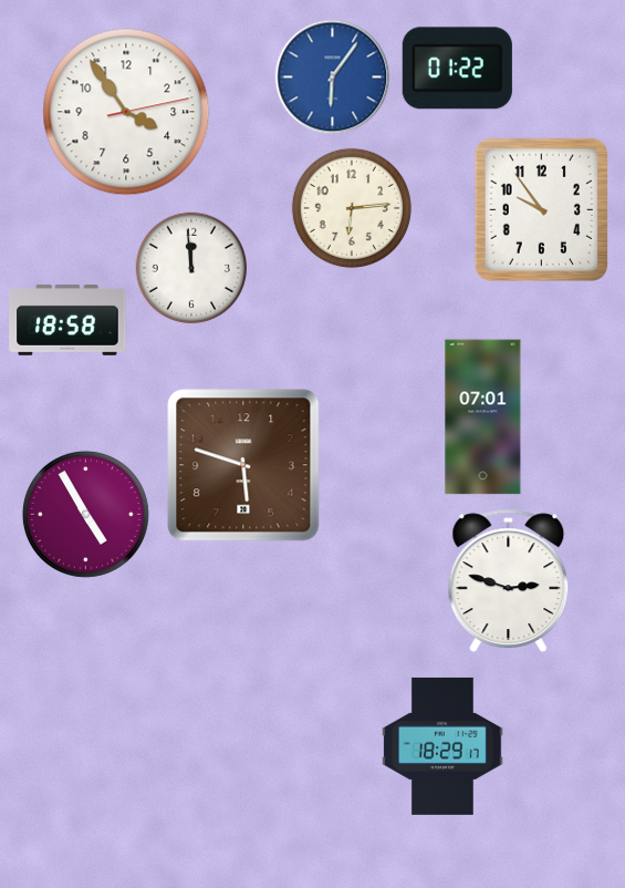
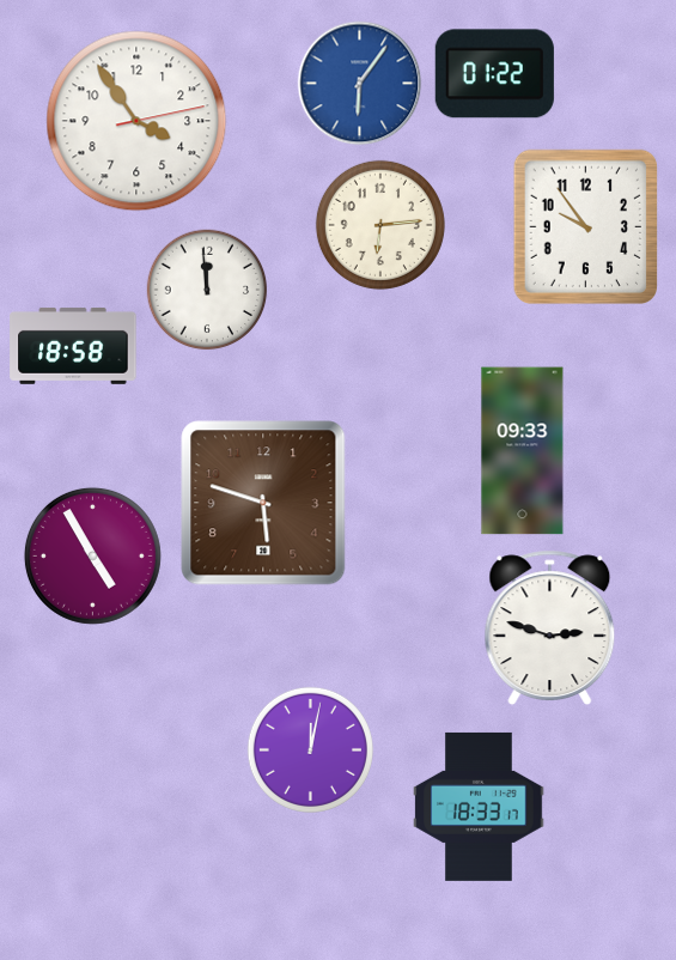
clock at (483, 417): 07:01 -> 09:33
clock at (310, 749): none -> 12:02
clock at (442, 746): 18:29 -> 18:33
